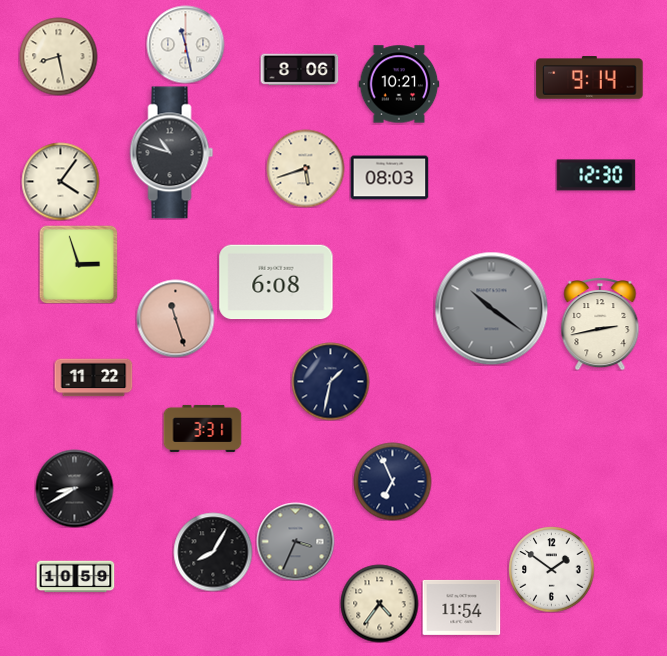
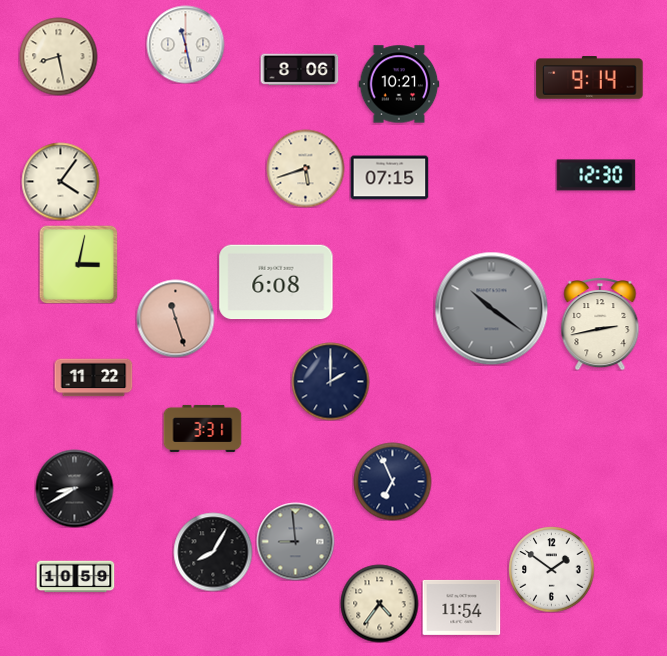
clock at (172, 153): 10:48 -> none
clock at (389, 178): 08:03 -> 07:15
clock at (78, 264): 2:57 -> 3:02
clock at (330, 381): 1:32 -> 2:00
clock at (295, 541): 3:34 -> 8:59
